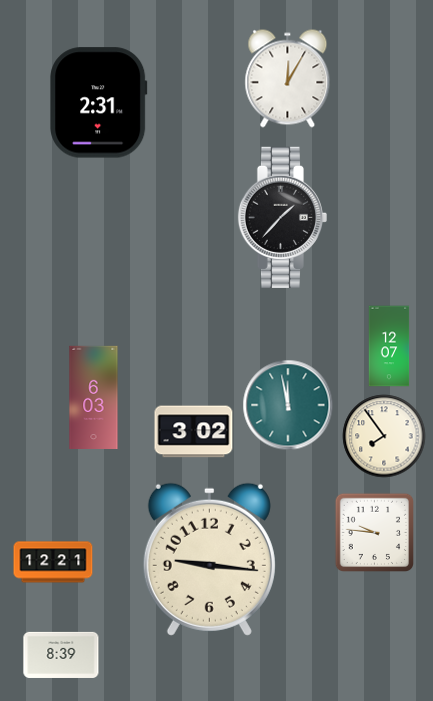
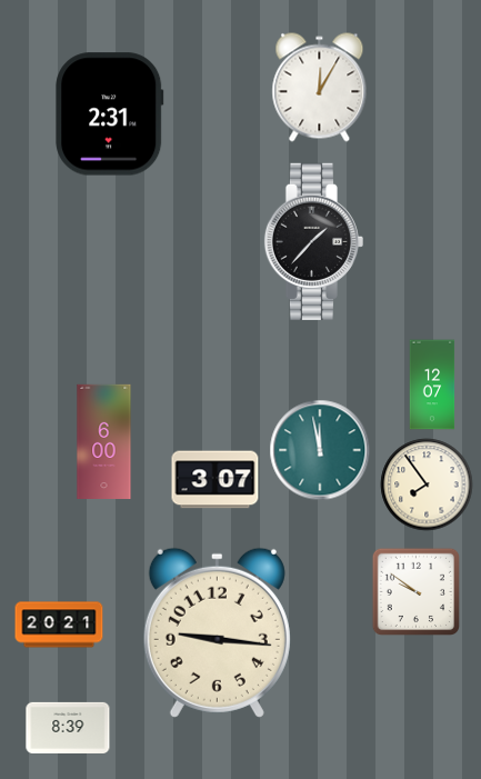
clock at (94, 398): 6:03 -> 6:00
clock at (194, 432): 3:02 -> 3:07
clock at (374, 532): 9:46 -> 9:51
clock at (209, 559) position: (209, 559) -> (217, 632)
clock at (53, 562): 12:21 -> 20:21
